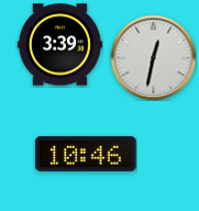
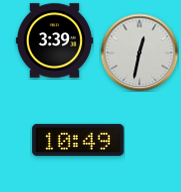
clock at (86, 154): 10:46 -> 10:49
